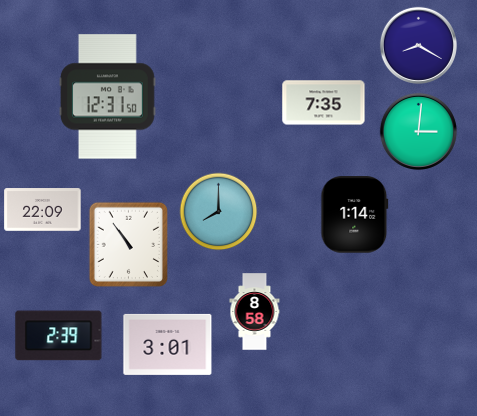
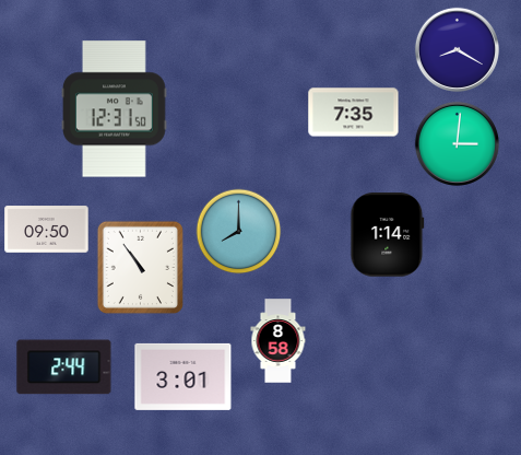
clock at (108, 97) position: (108, 97) -> (115, 109)
clock at (43, 210): 22:09 -> 09:50
clock at (59, 336): 2:39 -> 2:44
